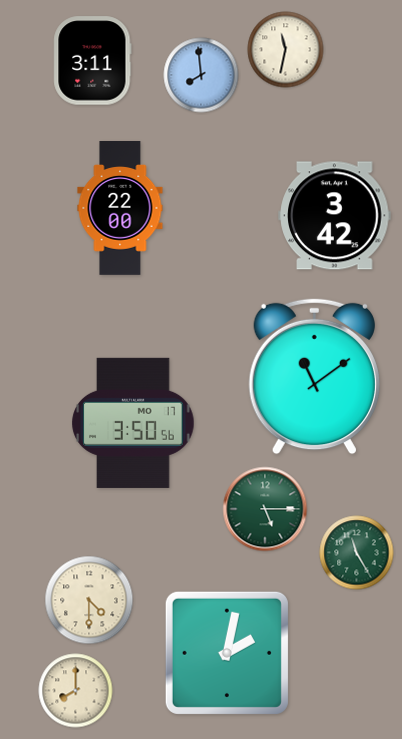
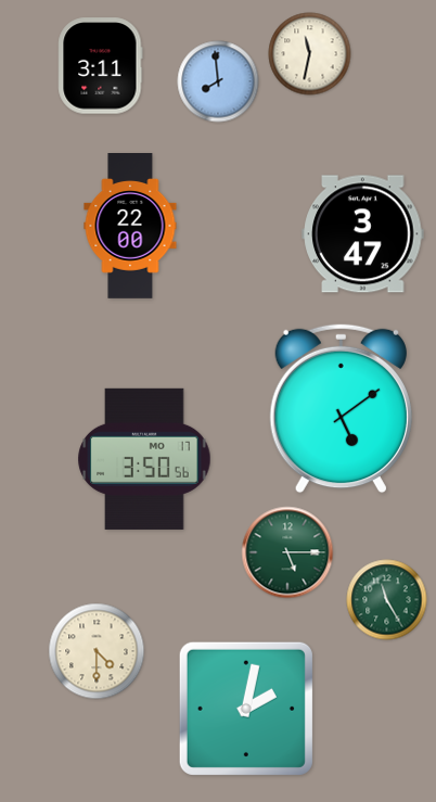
clock at (335, 216): 3:42 -> 3:47
clock at (314, 377): 11:09 -> 5:09
clock at (76, 691): 8:00 -> none
